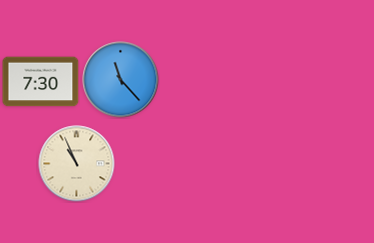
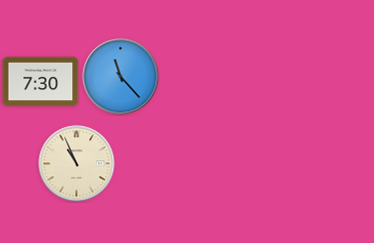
clock at (121, 80) position: (121, 80) -> (121, 77)
